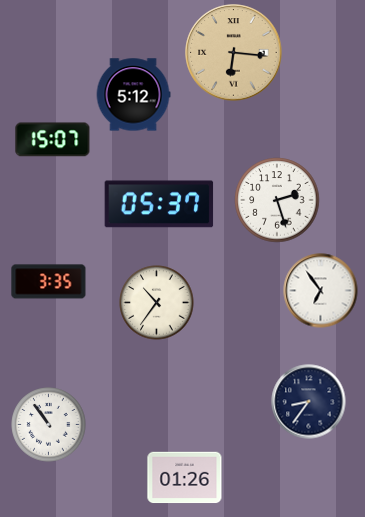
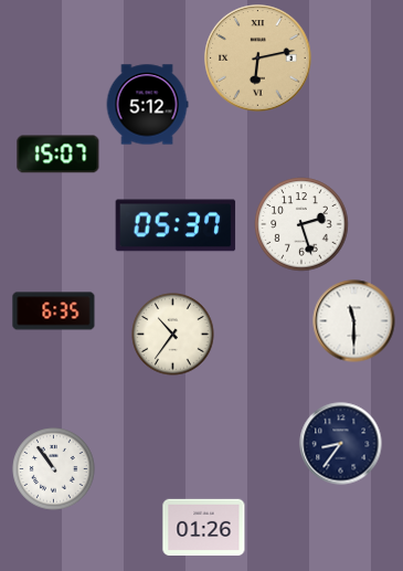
clock at (234, 53): 6:16 -> 6:13
clock at (277, 200) position: (277, 200) -> (301, 224)
clock at (49, 282): 3:35 -> 6:35
clock at (321, 291): 6:54 -> 11:30
